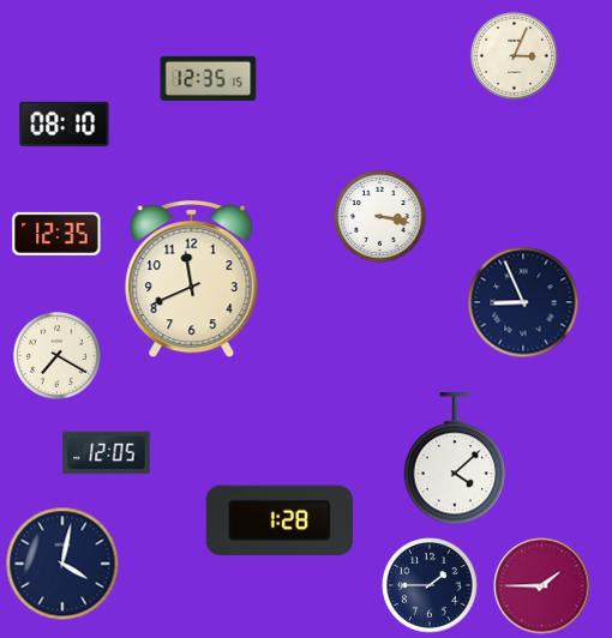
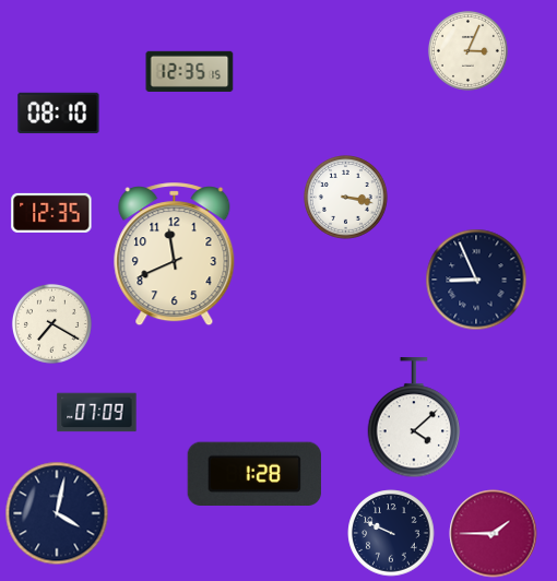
clock at (523, 302) position: (523, 302) -> (476, 280)
clock at (107, 453): 12:05 -> 07:09
clock at (430, 585): 1:45 -> 9:49
